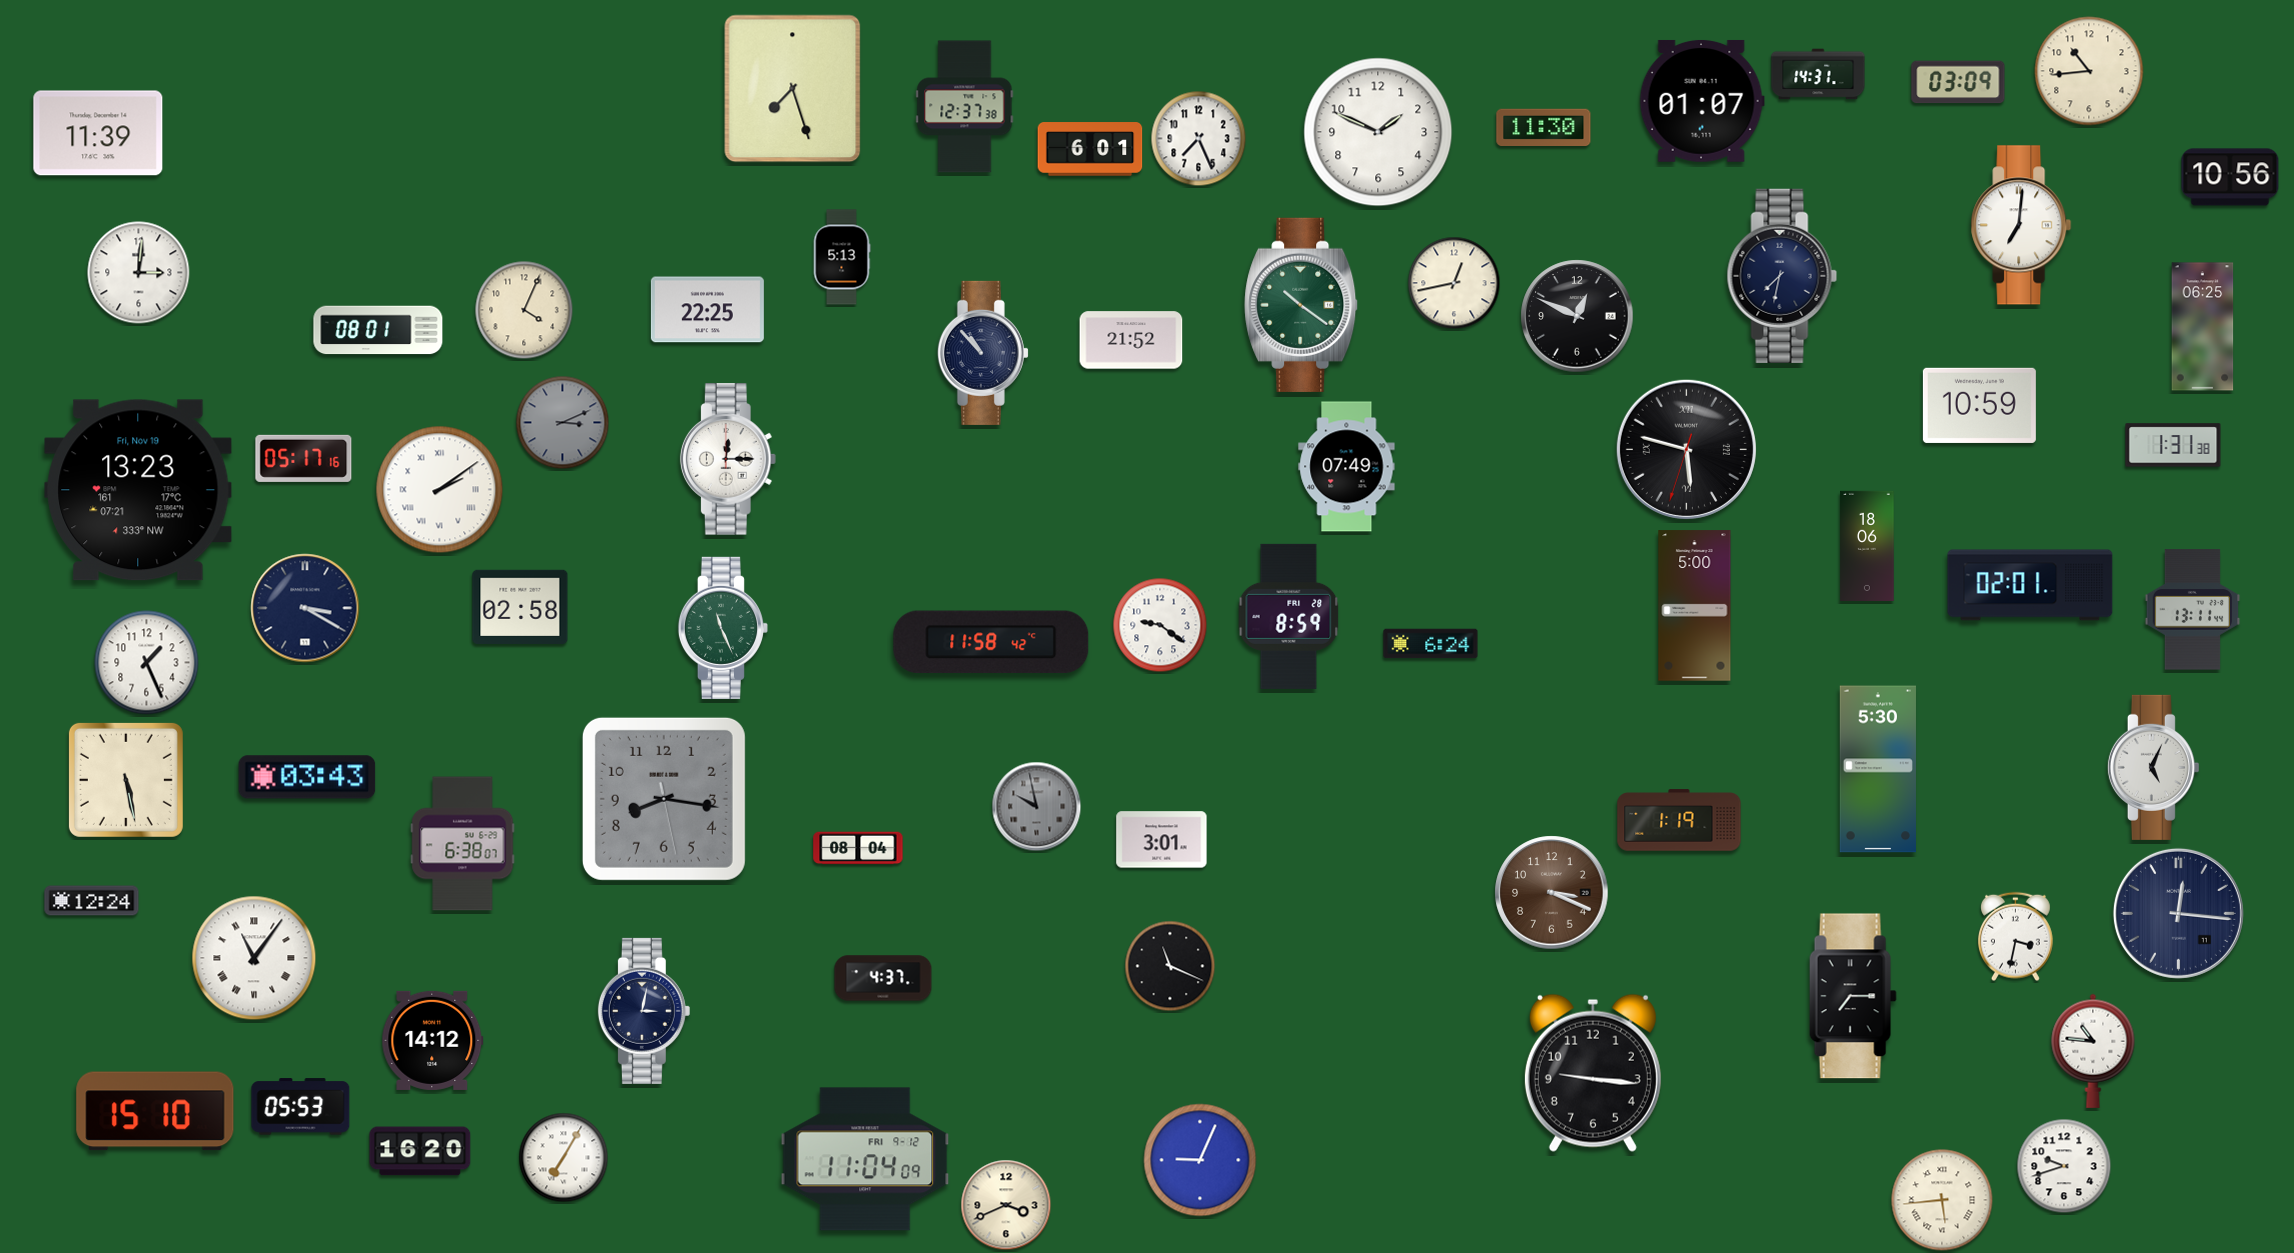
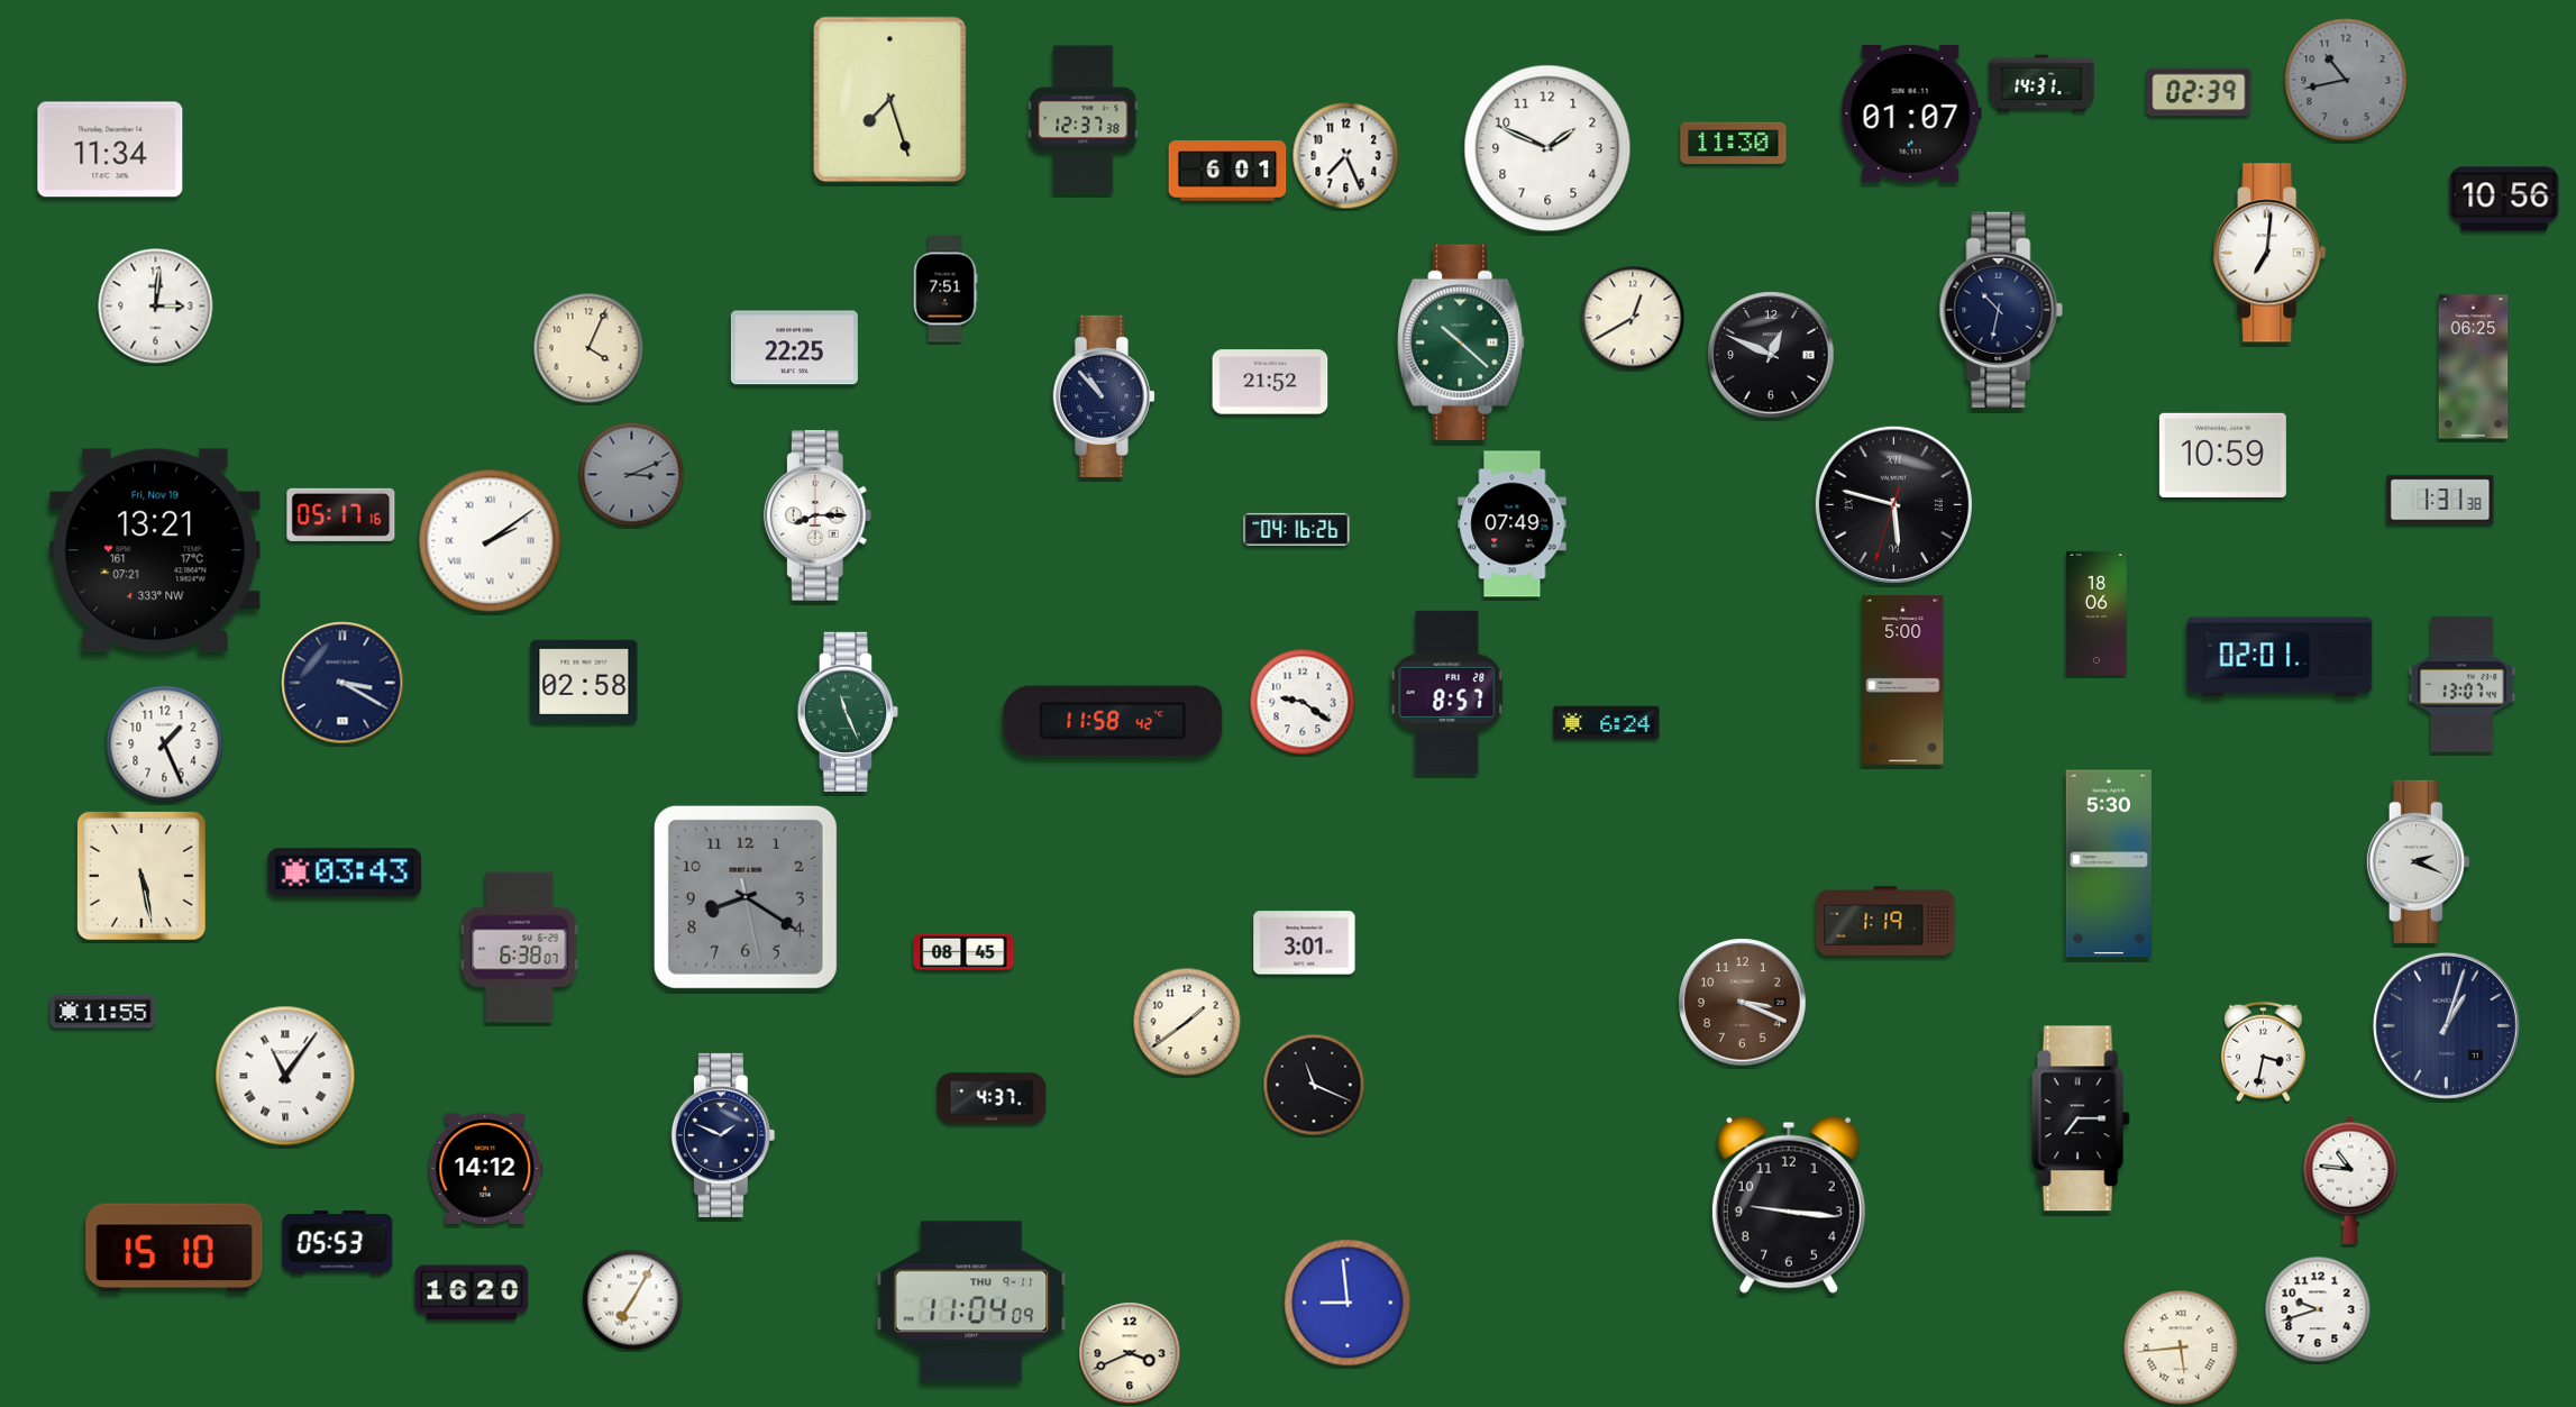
clock at (2089, 71): 10:44 -> 10:43
clock at (2089, 71) dial: cream -> grey
clock at (1958, 82): 03:09 -> 02:39
clock at (98, 133): 11:39 -> 11:34
clock at (1090, 149) position: (1090, 149) -> (1227, 171)
clock at (842, 257): 5:13 -> 7:51
clock at (1782, 276): 7:32 -> 10:32
clock at (1454, 283): 12:43 -> 12:40
clock at (1302, 305): 10:21 -> 10:22
clock at (378, 330): 08:01 -> none
clock at (728, 459): 12:15 -> 8:15
clock at (1297, 529): none -> 04:16
clock at (138, 490): 13:23 -> 13:21
clock at (440, 490) position: (440, 490) -> (491, 541)
clock at (2193, 610): 13:11 -> 13:07
clock at (1289, 616): 8:59 -> 8:57
clock at (723, 628) position: (723, 628) -> (848, 712)
clock at (2153, 767): 5:04 -> 2:19
clock at (664, 799): 8:16 -> 8:20
clock at (1037, 807): 9:58 -> none
clock at (858, 848): 08:04 -> 08:45
clock at (92, 901): 12:24 -> 11:55
clock at (1187, 1022): none -> 1:39
clock at (2178, 913): 12:16 -> 1:03
clock at (644, 1011): 3:02 -> 1:49
clock at (865, 1159) date: FRI 9-12 -> THU 9-11
clock at (1200, 1160): 9:04 -> 8:59
